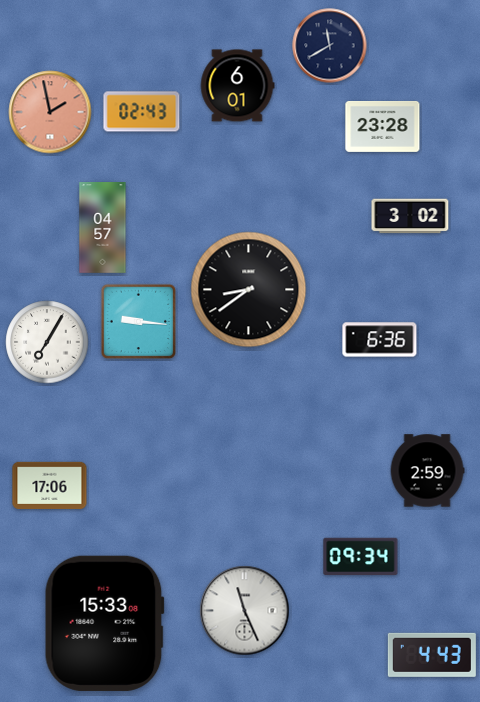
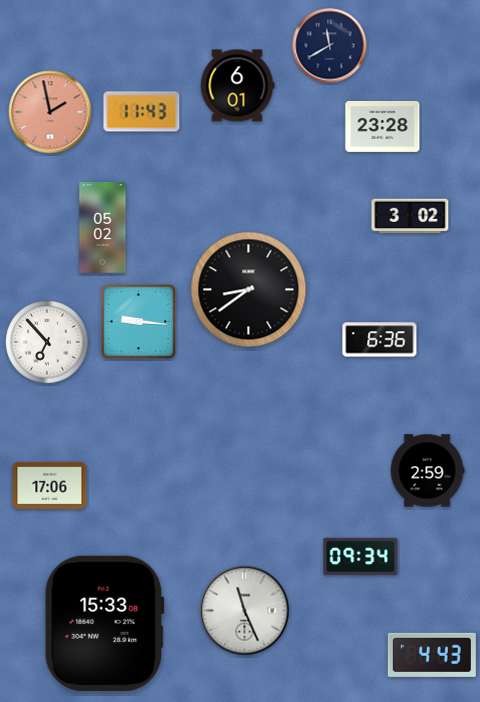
clock at (142, 112): 02:43 -> 11:43
clock at (103, 228): 04:57 -> 05:02
clock at (47, 342): 7:05 -> 6:53
